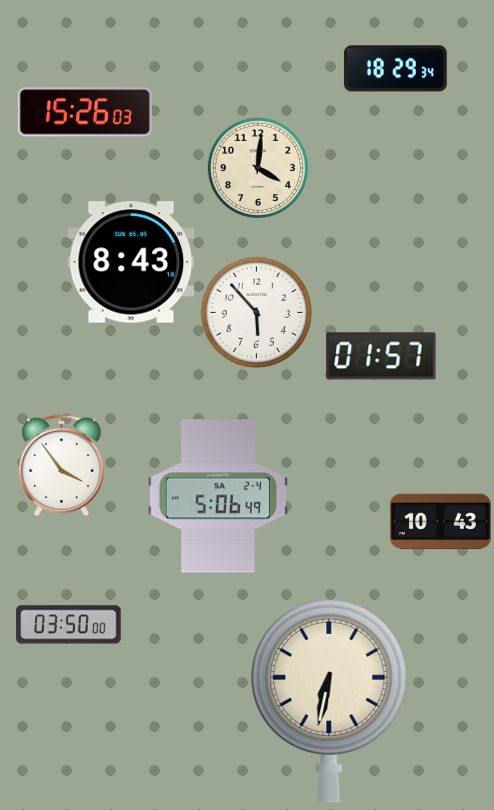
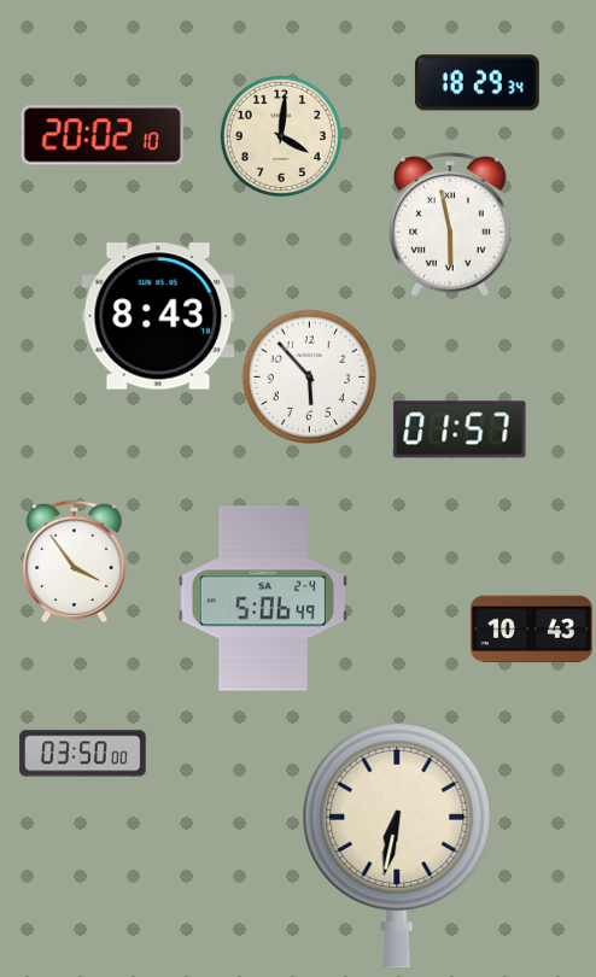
clock at (85, 112): 15:26 -> 20:02
clock at (258, 168) position: (258, 168) -> (281, 136)
clock at (450, 224): none -> 5:58
